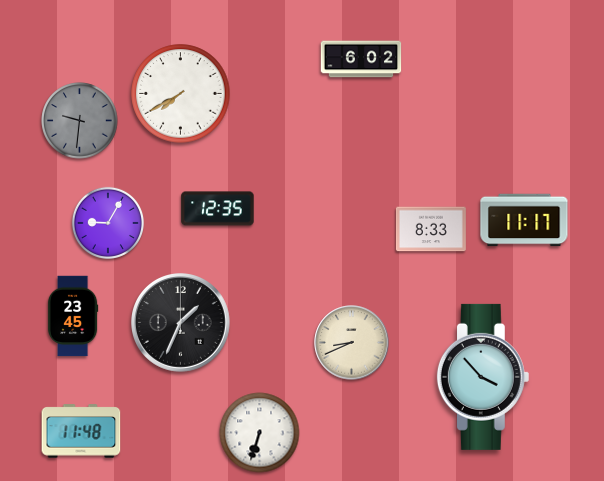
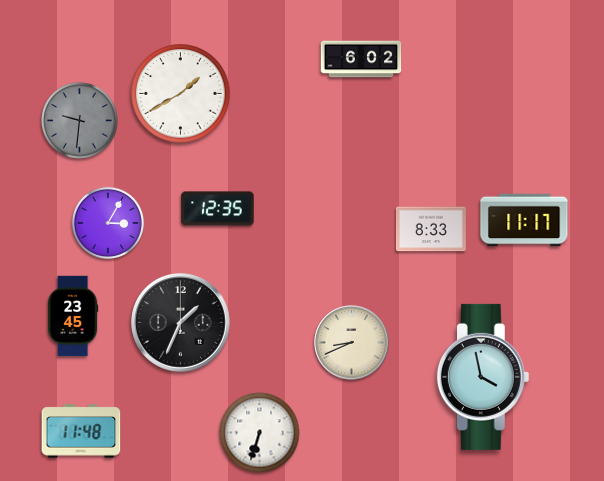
clock at (181, 94): 7:40 -> 1:40
clock at (107, 222): 9:05 -> 3:05
clock at (483, 377): 3:53 -> 3:58
